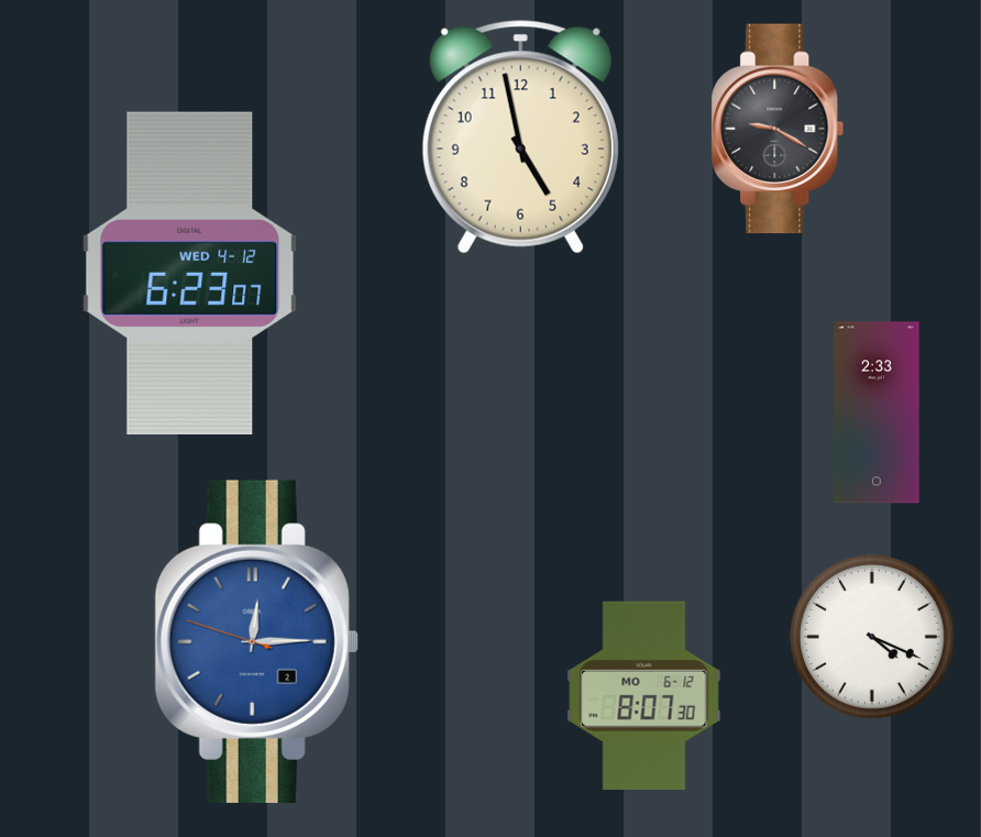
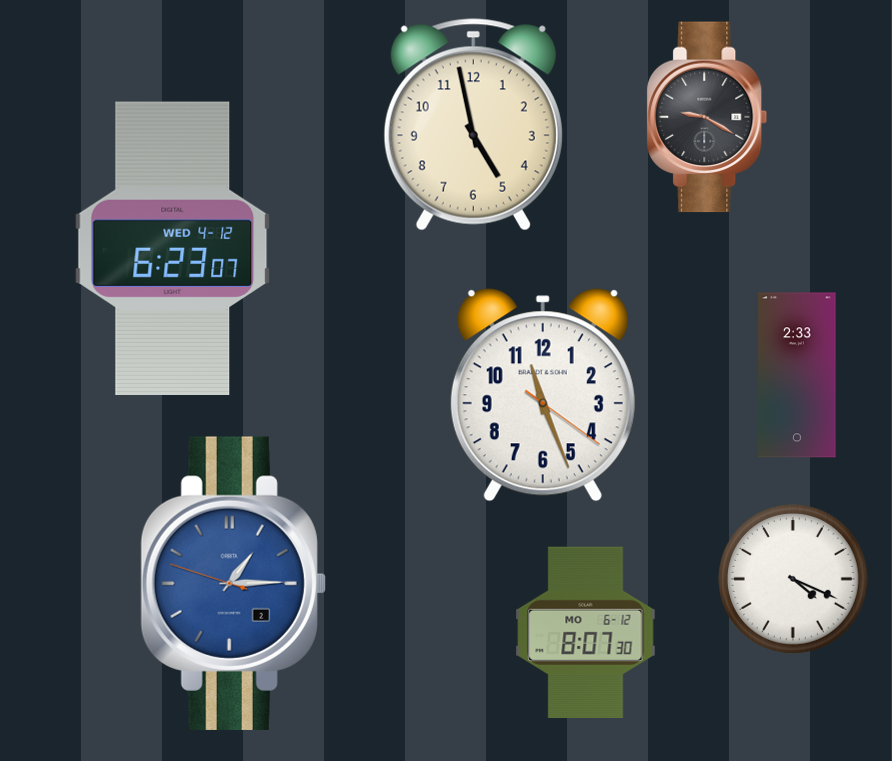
clock at (543, 395): none -> 11:26
clock at (256, 641): 12:14 -> 1:14
